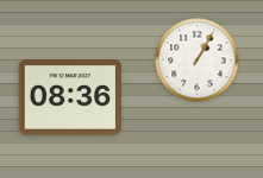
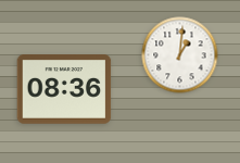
clock at (198, 61): 1:05 -> 1:01
